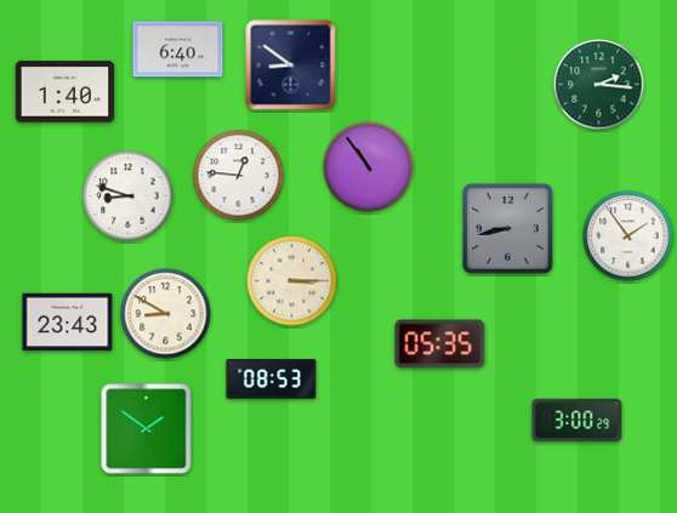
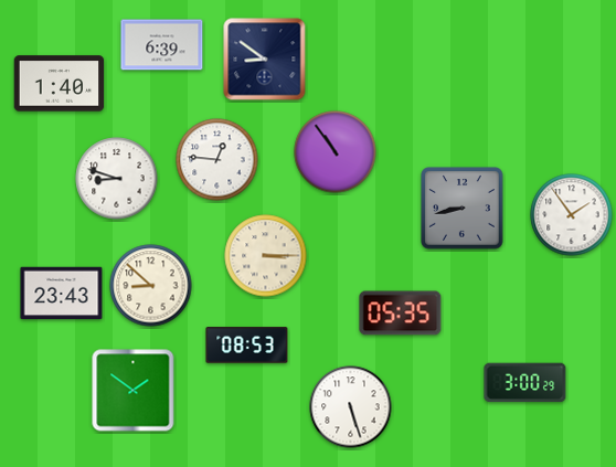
clock at (178, 50): 6:40 -> 6:39
clock at (599, 85): 2:16 -> none
clock at (166, 314): 8:50 -> 8:52
clock at (351, 407): none -> 5:27
